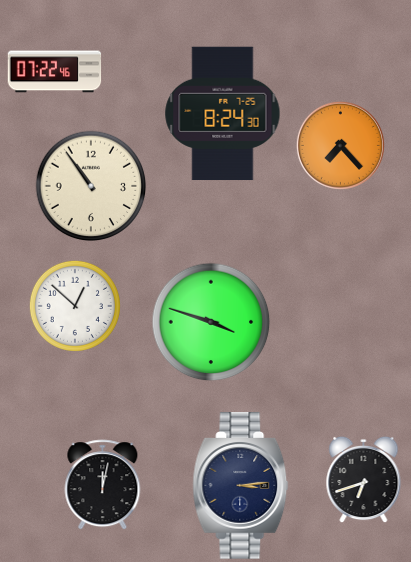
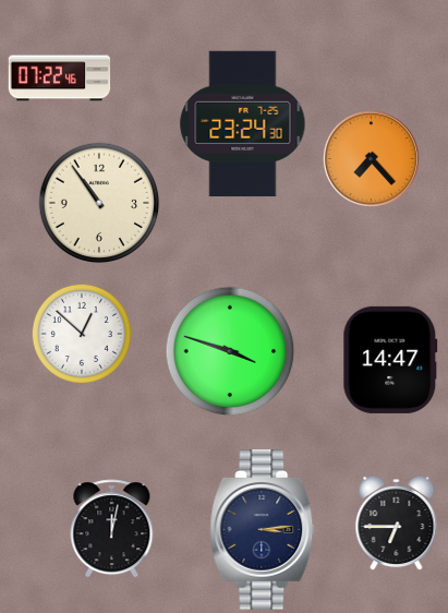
clock at (223, 114): 8:24 -> 23:24
clock at (390, 360): none -> 14:47
clock at (364, 479): 6:42 -> 6:45
